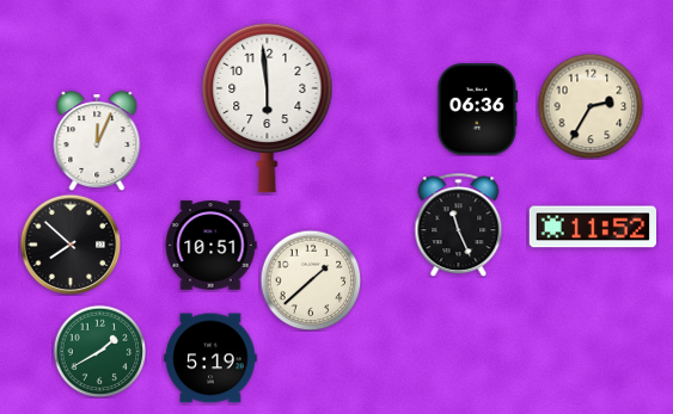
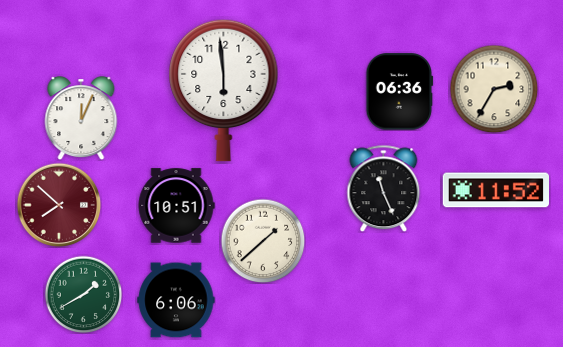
clock at (71, 245) dial: black -> burgundy
clock at (311, 280) position: (311, 280) -> (263, 241)
clock at (210, 358): 5:19 -> 6:06
